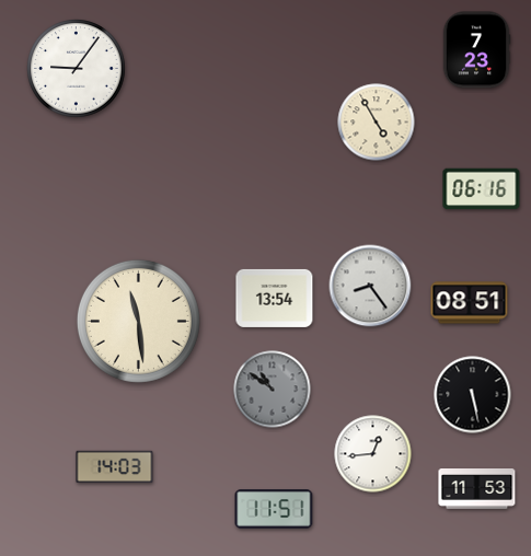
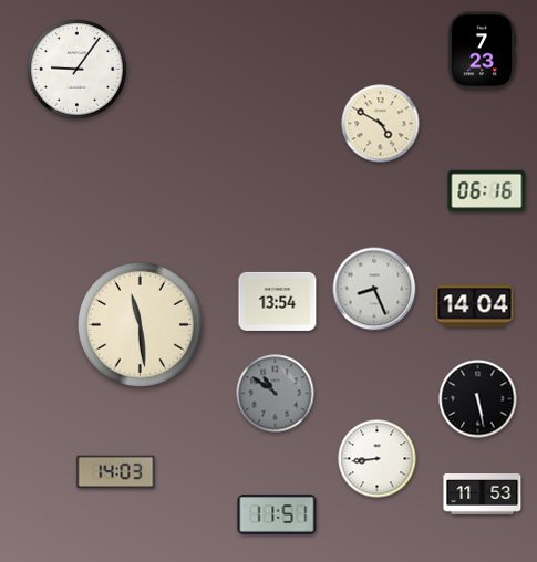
clock at (377, 123): 4:55 -> 4:50
clock at (370, 286): 8:24 -> 8:26
clock at (470, 303): 08:51 -> 14:04
clock at (373, 454): 12:44 -> 8:44
